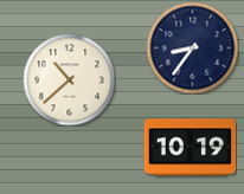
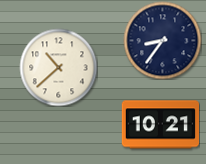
clock at (190, 148): 10:19 -> 10:21
